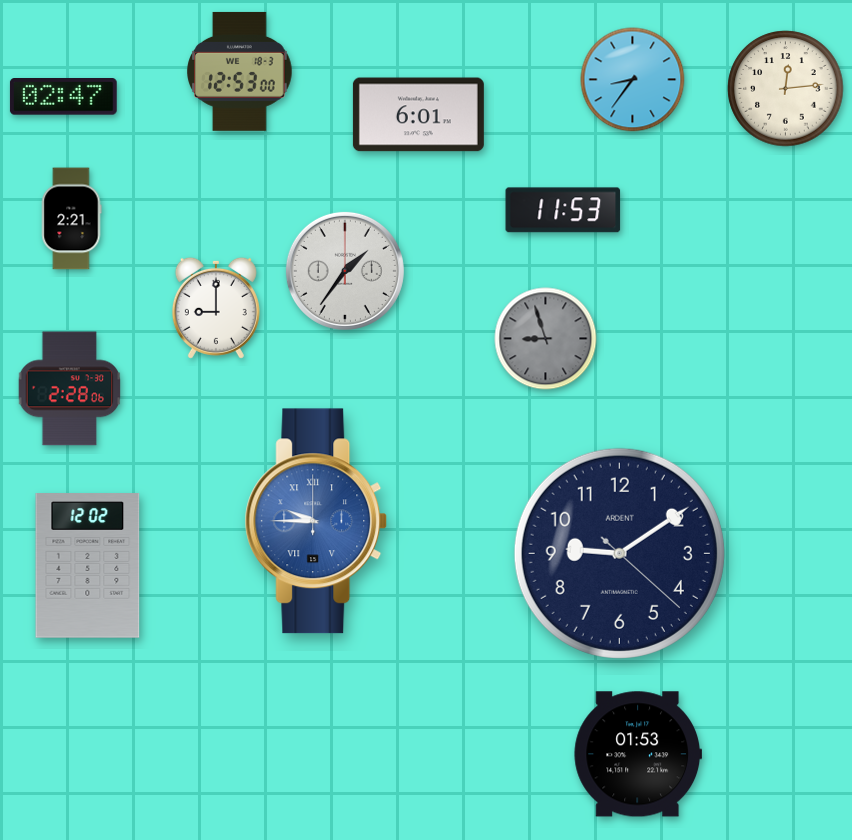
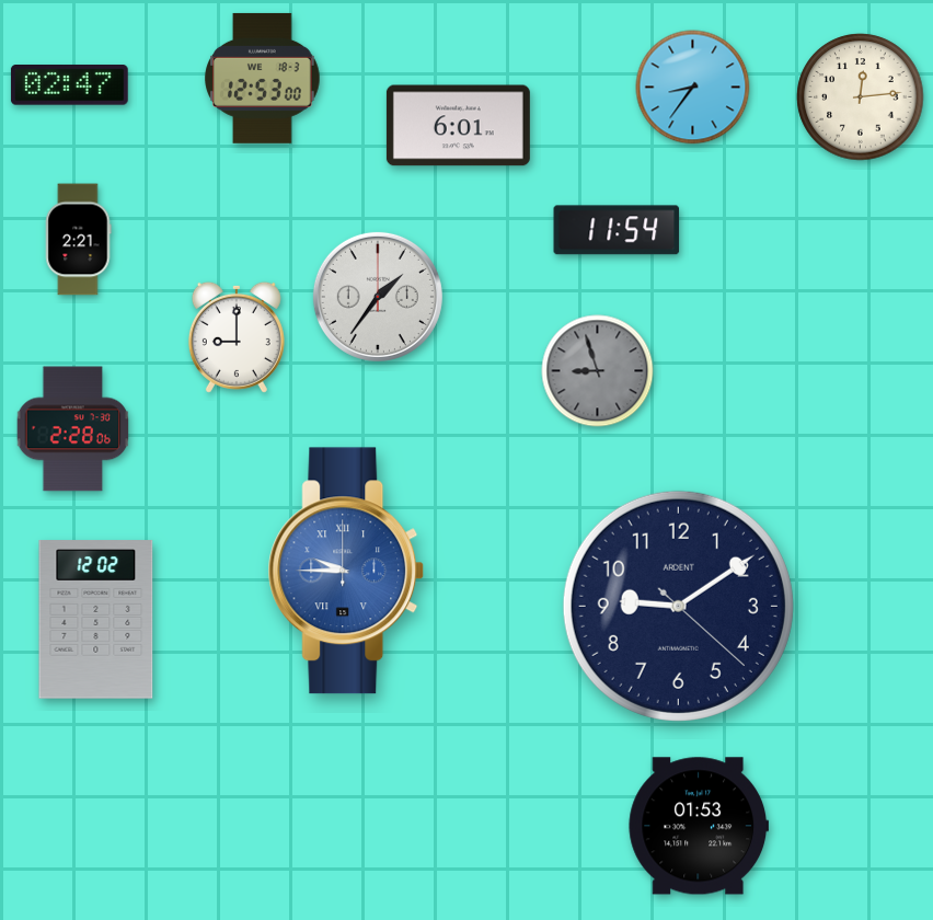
clock at (63, 97) position: (63, 97) -> (69, 85)
clock at (563, 210): 11:53 -> 11:54
clock at (70, 389) position: (70, 389) -> (73, 429)
